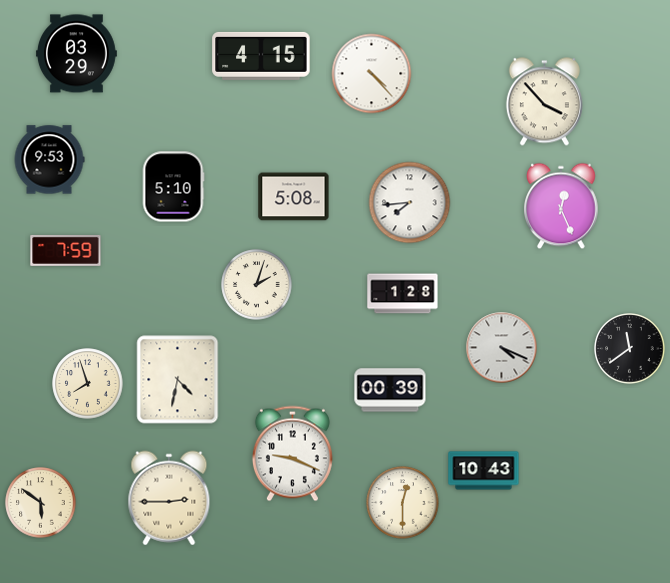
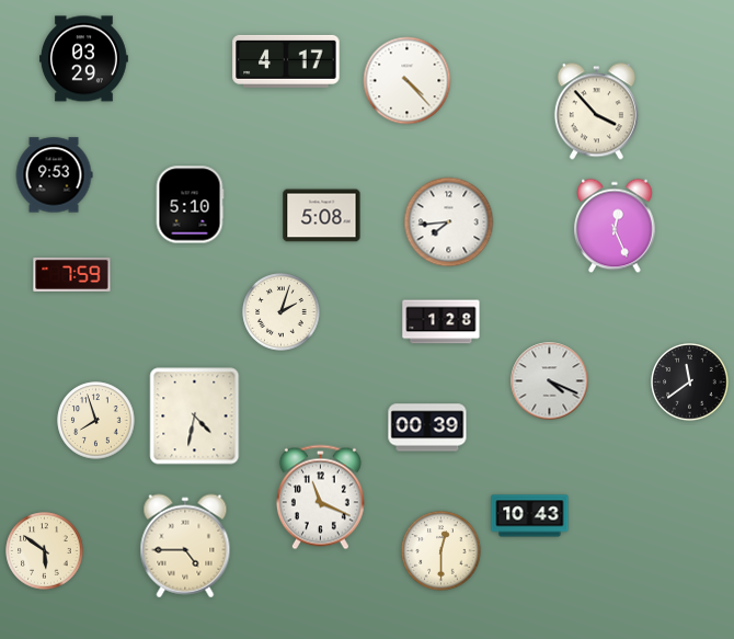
clock at (261, 56): 4:15 -> 4:17
clock at (292, 454): 9:19 -> 11:19
clock at (169, 498): 2:45 -> 4:45
